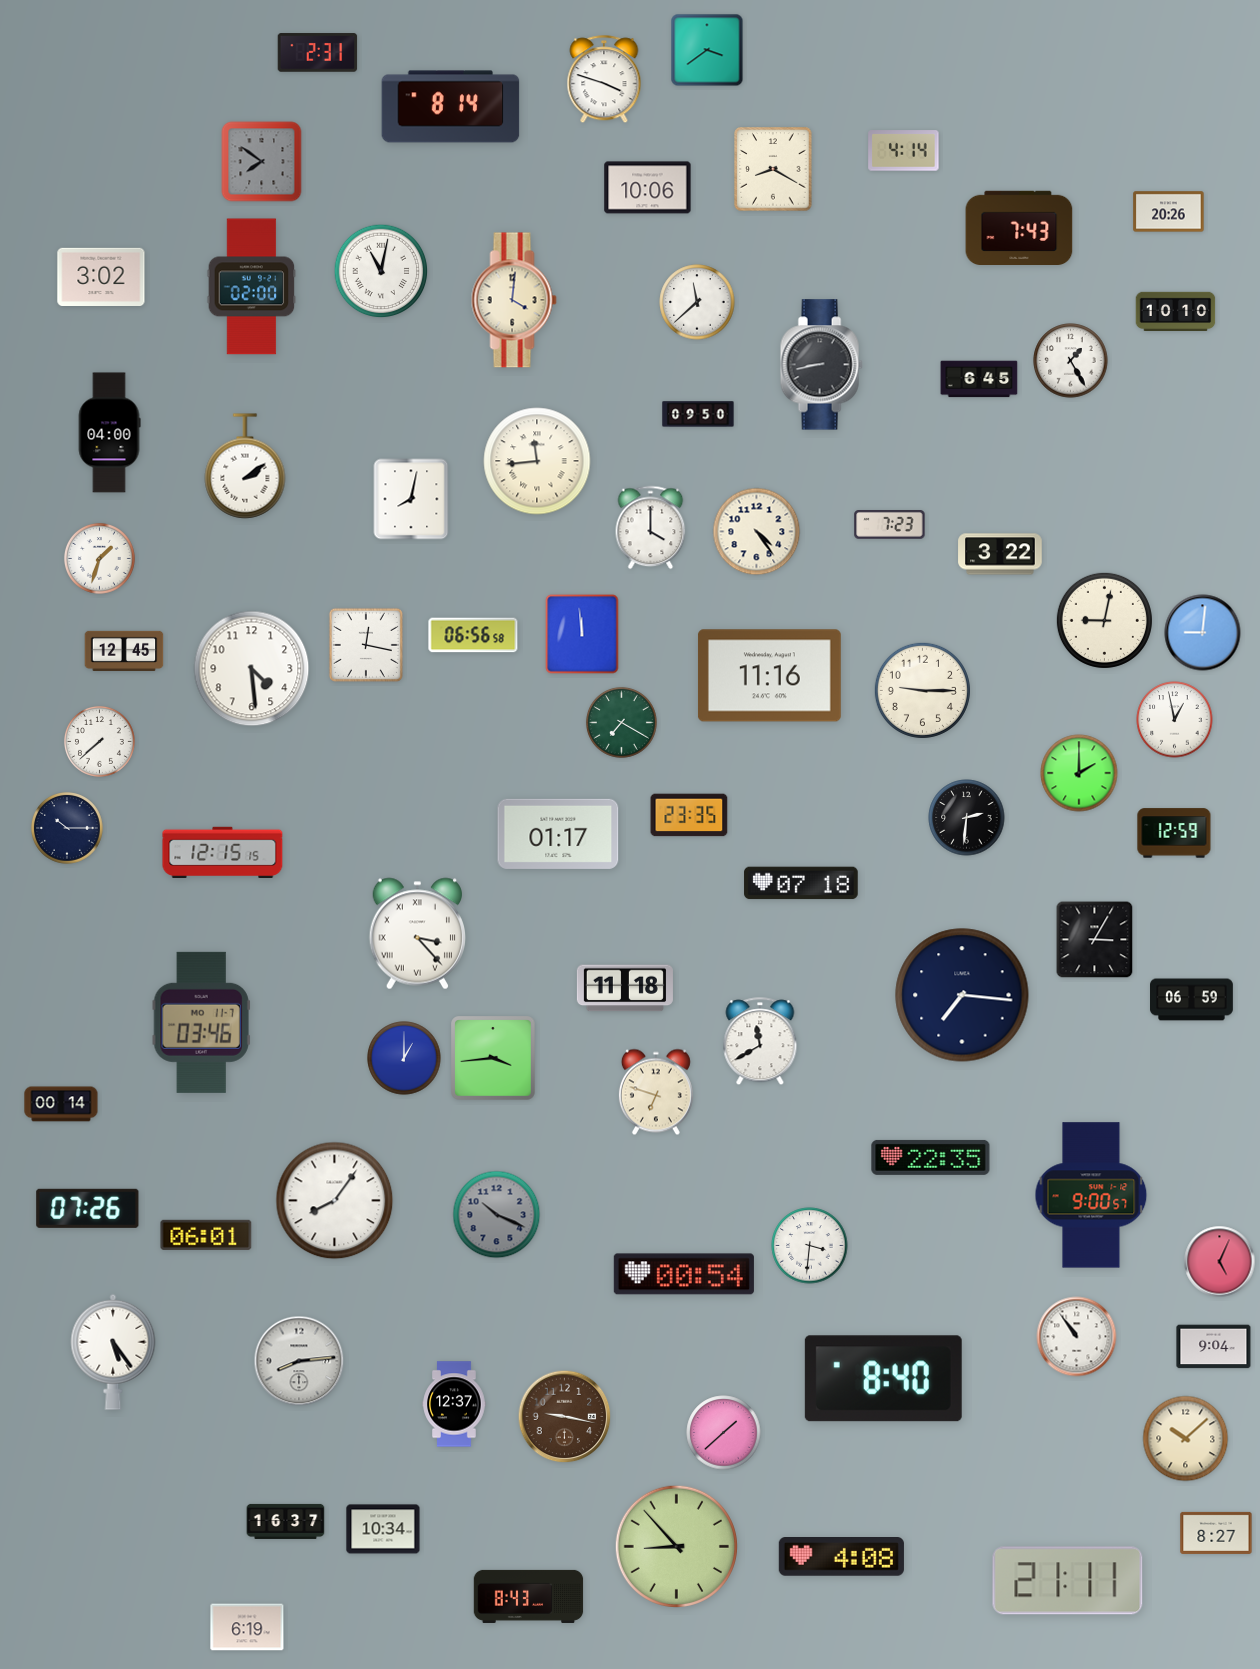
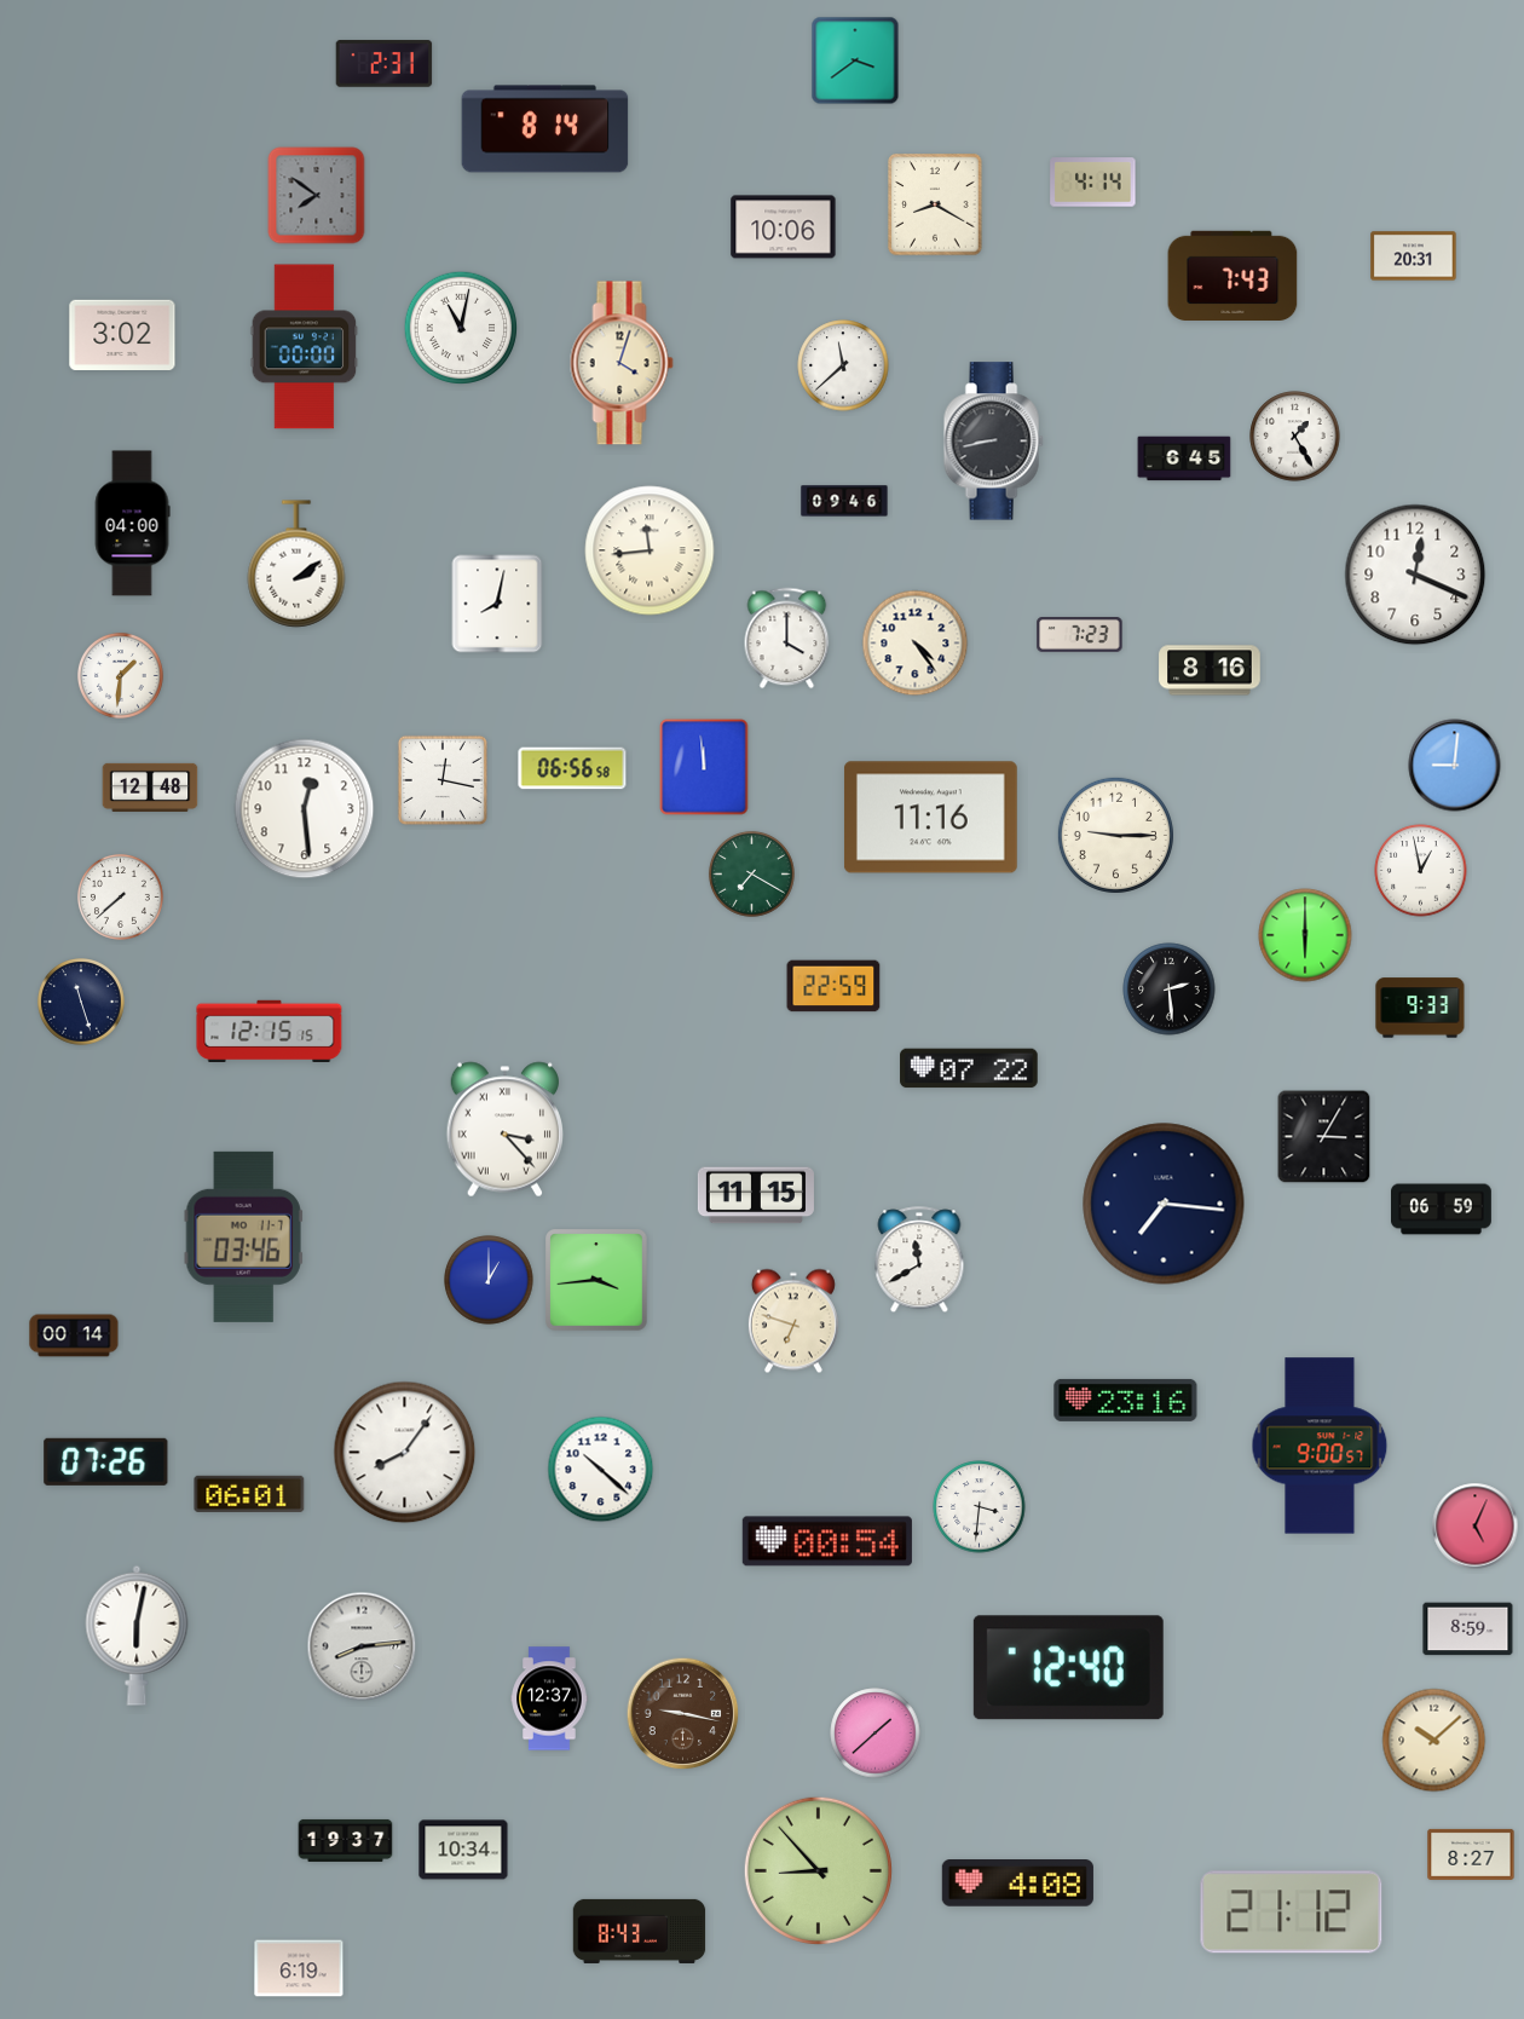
clock at (604, 80): 3:48 -> none
clock at (1169, 212): 20:26 -> 20:31
clock at (252, 287): 02:00 -> 00:00
clock at (514, 300): 4:01 -> 4:03
clock at (1176, 311): 10:10 -> none
clock at (698, 414): 09:50 -> 09:46
clock at (537, 461) position: (537, 461) -> (650, 550)
clock at (1415, 575): none -> 12:19
clock at (890, 525) position: (890, 525) -> (1080, 635)
clock at (1000, 554): 3:22 -> 8:16
clock at (99, 558): 1:33 -> 1:31
clock at (1104, 620): 9:02 -> none
clock at (124, 651): 12:45 -> 12:48
clock at (252, 669): 4:29 -> 12:29
clock at (1079, 773): 2:00 -> 6:00
clock at (689, 815): 23:35 -> 22:59
clock at (967, 818): 2:31 -> 2:29
clock at (68, 829): 10:15 -> 11:27
clock at (1174, 833): 12:59 -> 9:33
clock at (558, 834): 01:17 -> none
clock at (801, 883): 07:18 -> 07:22
clock at (625, 988): 11:18 -> 11:15
clock at (931, 1157): 22:35 -> 23:16
clock at (497, 1215): 10:19 -> 10:22
clock at (497, 1215) dial: grey -> white
clock at (1077, 1337): 10:54 -> none
clock at (1214, 1347): 9:04 -> 8:59
clock at (113, 1352): 5:24 -> 6:02
clock at (883, 1379): 8:40 -> 12:40
clock at (286, 1521): 16:37 -> 19:37
clock at (1068, 1581): 21:11 -> 21:12
